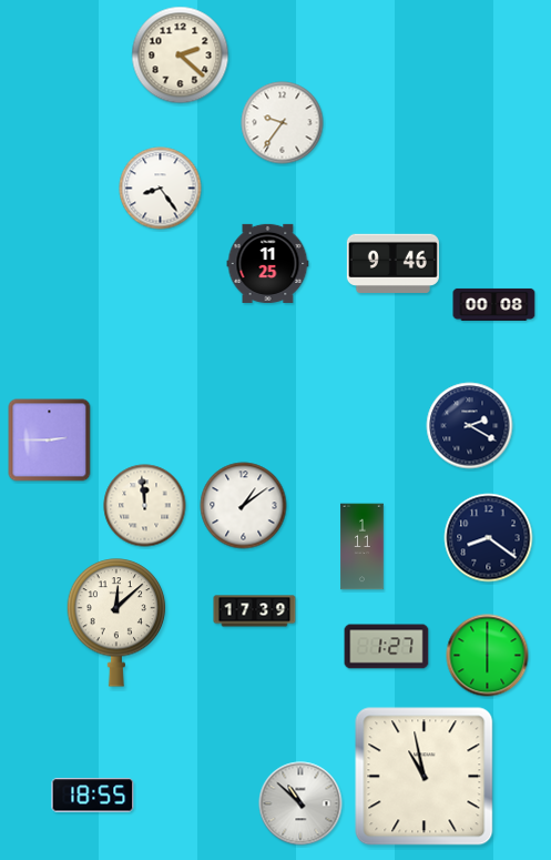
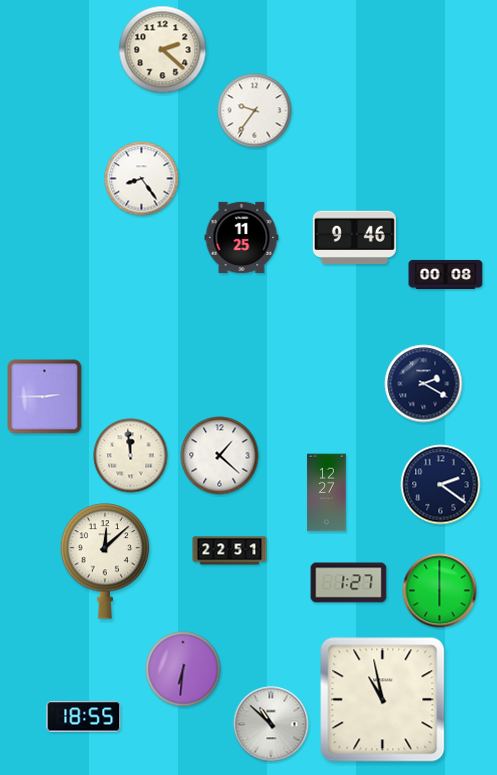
clock at (161, 189) position: (161, 189) -> (142, 179)
clock at (244, 506): 1:09 -> 1:22
clock at (489, 538): 8:21 -> 2:21
clock at (363, 547): 1:11 -> 12:27
clock at (255, 611): 17:39 -> 22:51
clock at (183, 669): none -> 6:31
